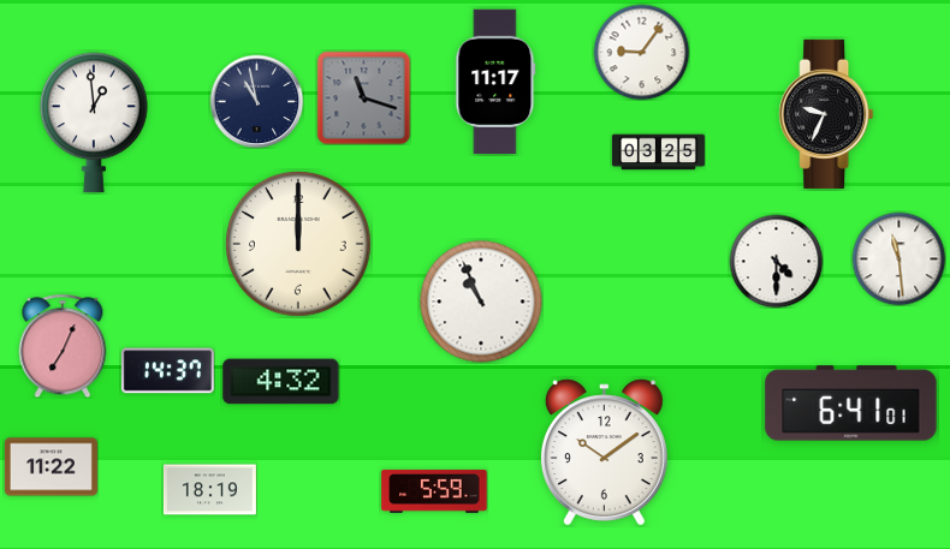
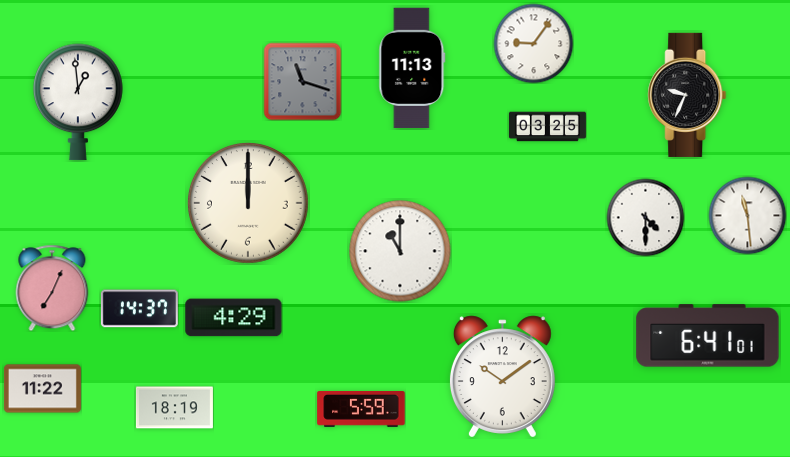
clock at (495, 82): 11:17 -> 11:13
clock at (256, 101): 10:58 -> none
clock at (481, 302): 10:56 -> 11:00
clock at (281, 382): 4:32 -> 4:29
